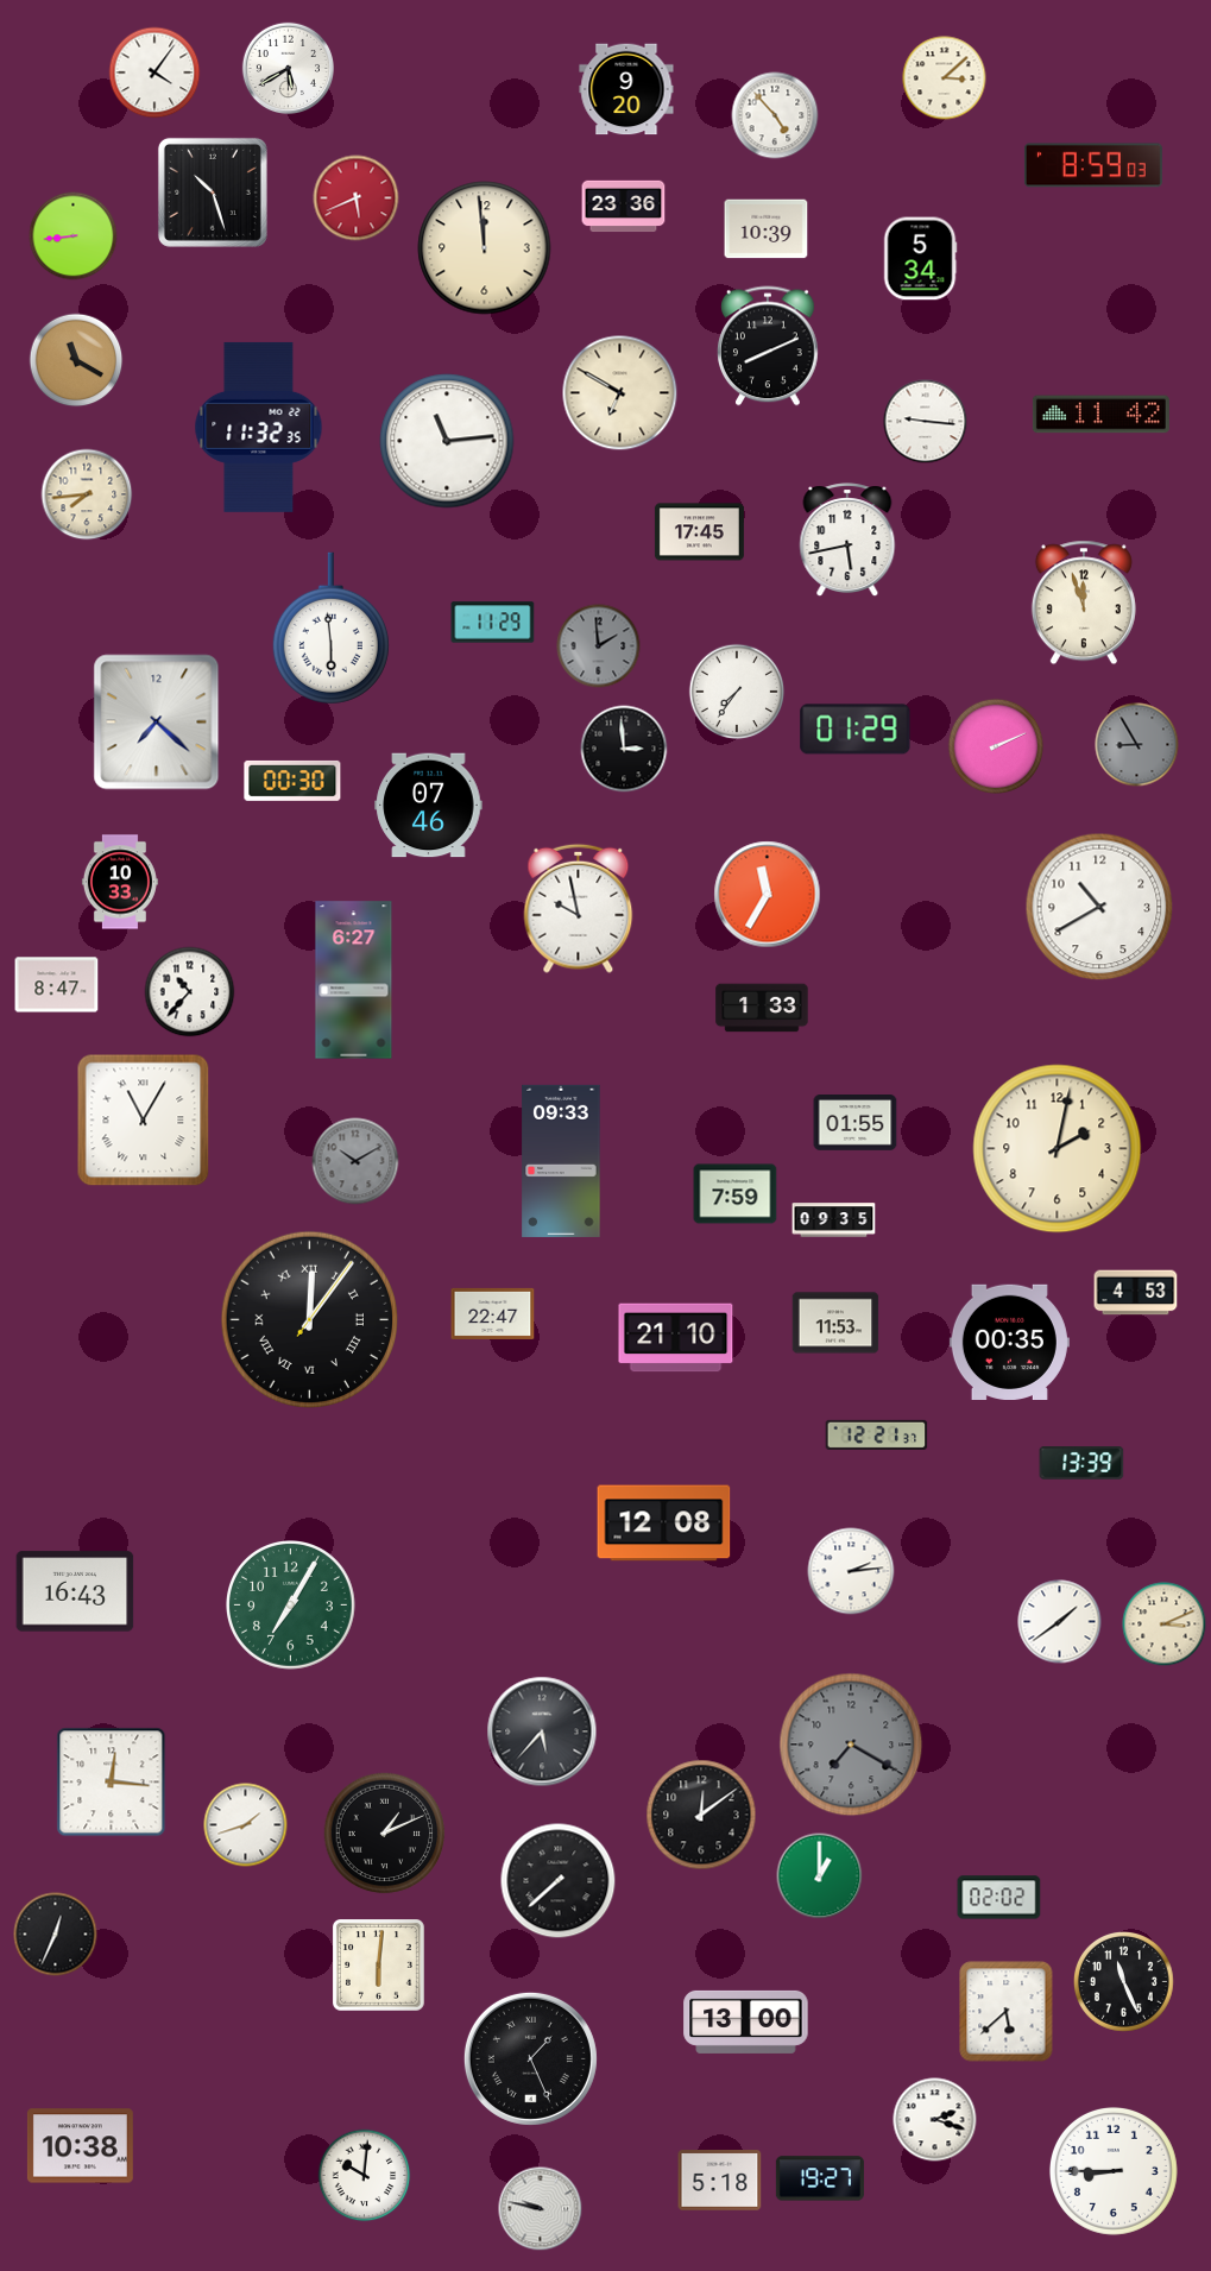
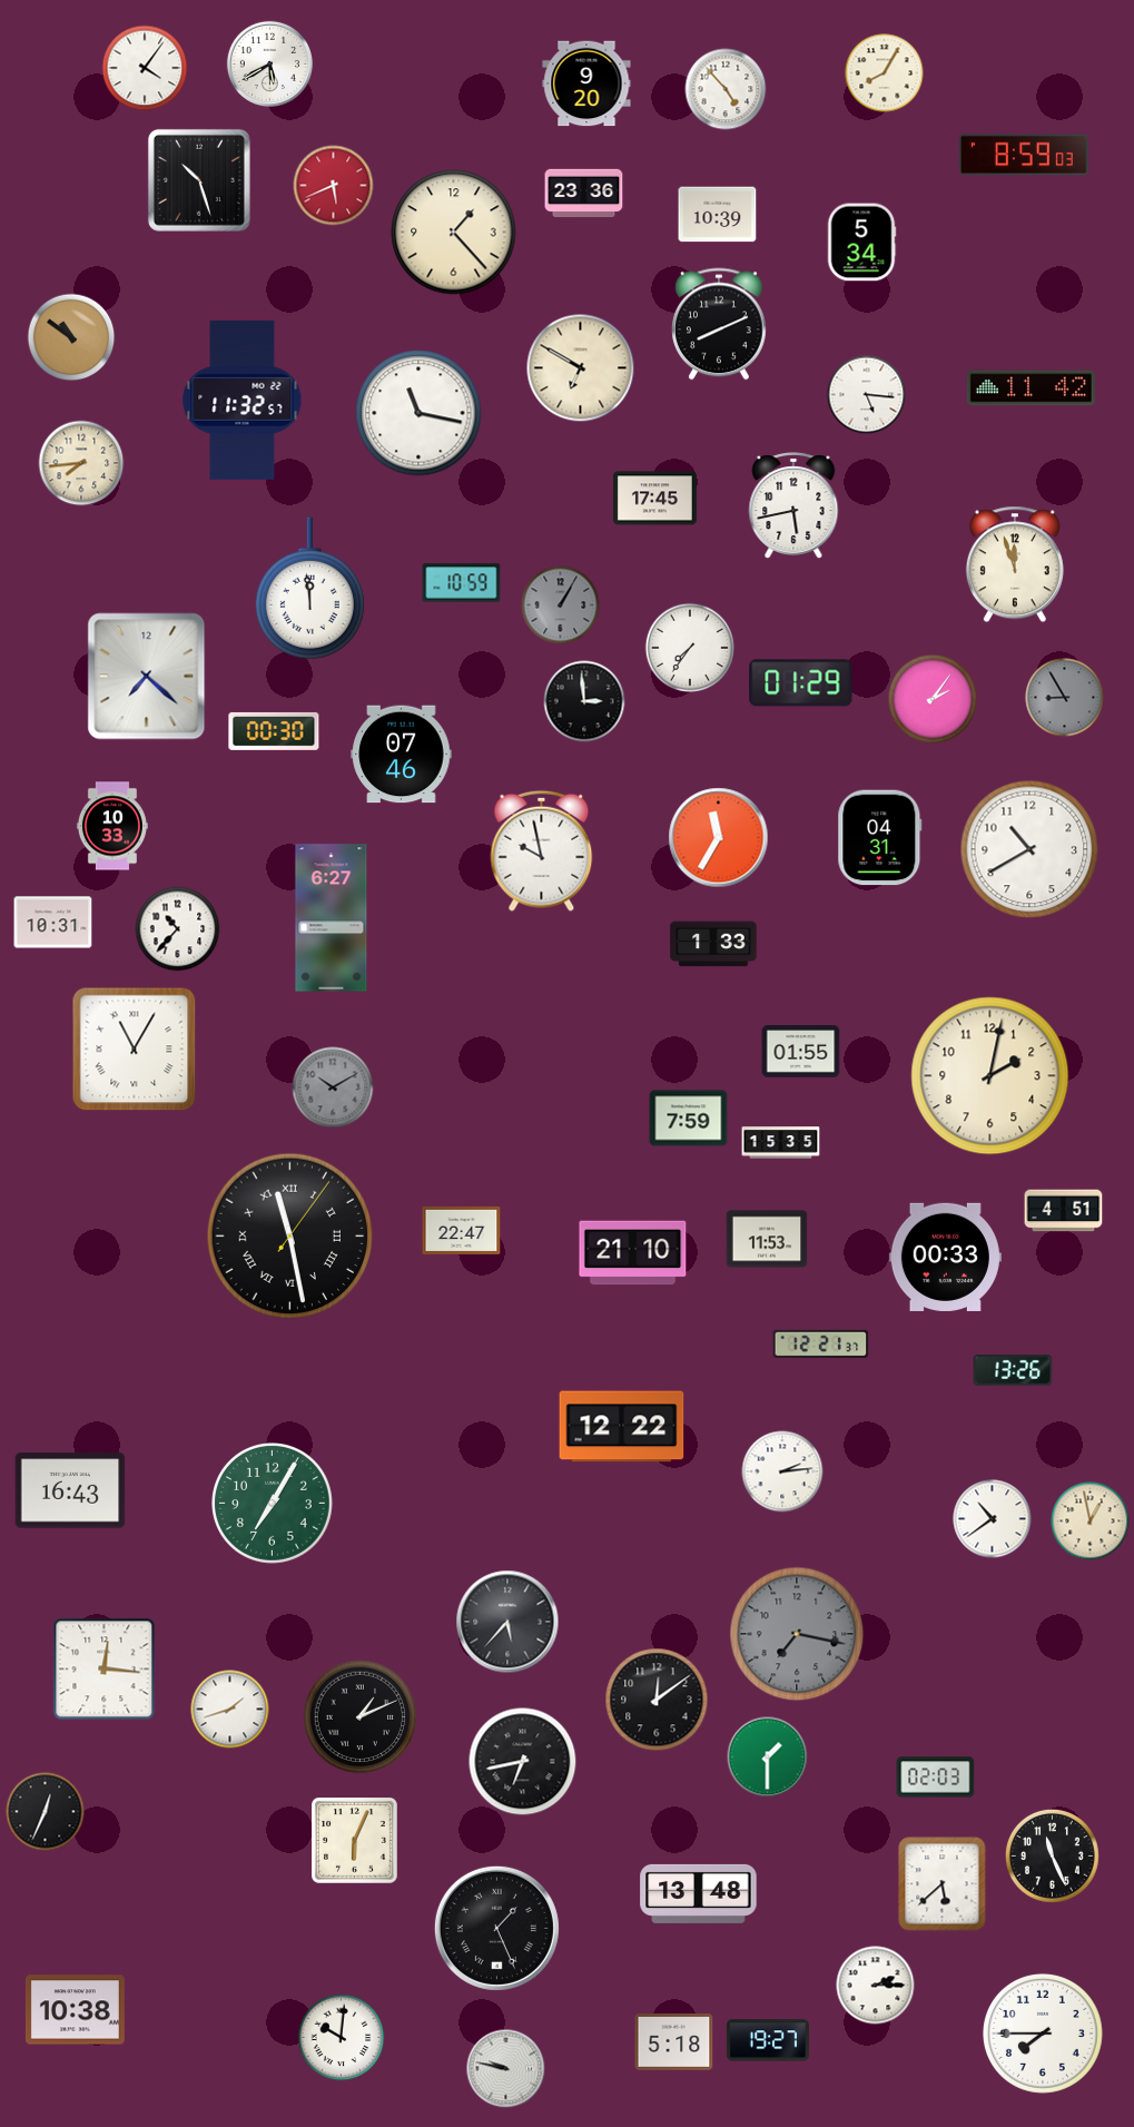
clock at (945, 78): 3:08 -> 8:05
clock at (775, 115) position: (775, 115) -> (726, 89)
clock at (74, 236): 8:44 -> none
clock at (485, 248): 11:59 -> 1:23
clock at (76, 360): 11:20 -> 10:51
clock at (926, 422): 9:16 -> 5:16
clock at (259, 427): 11:32:35 -> 11:32:57
clock at (447, 441): 11:14 -> 11:17
clock at (493, 623): 11:29 -> 10:59
clock at (330, 629): 5:59 -> 11:59
clock at (599, 646): 1:59 -> 1:05
clock at (996, 746): 2:11 -> 2:06
clock at (880, 838): none -> 04:31
clock at (57, 985): 8:47 -> 10:31
clock at (561, 1161): 09:33 -> none
clock at (834, 1220): 09:35 -> 15:35
clock at (1136, 1293): 4:53 -> 4:51
clock at (309, 1319): 12:06 -> 11:28
clock at (835, 1323) position: (835, 1323) -> (767, 1239)
clock at (1009, 1342): 00:35 -> 00:33
clock at (1081, 1464): 13:39 -> 13:26
clock at (664, 1524): 12:08 -> 12:22
clock at (851, 1571) position: (851, 1571) -> (782, 1471)
clock at (1060, 1622): 1:39 -> 10:39
clock at (1165, 1625): 3:11 -> 12:58
clock at (851, 1745): 7:20 -> 7:17
clock at (820, 1876): 1:00 -> 1:30
clock at (559, 1881): 7:38 -> 6:43
clock at (999, 1898): 02:02 -> 02:03
clock at (56, 1935) position: (56, 1935) -> (46, 1812)
clock at (379, 1966): 6:01 -> 6:04
clock at (746, 2021): 13:00 -> 13:48
clock at (935, 2120): 2:18 -> 2:15
clock at (1114, 2171): 8:45 -> 7:45
